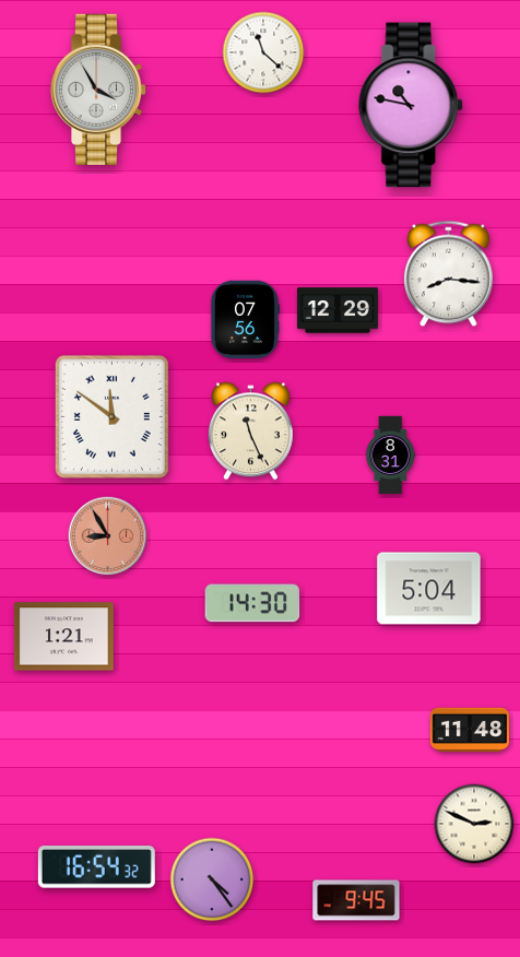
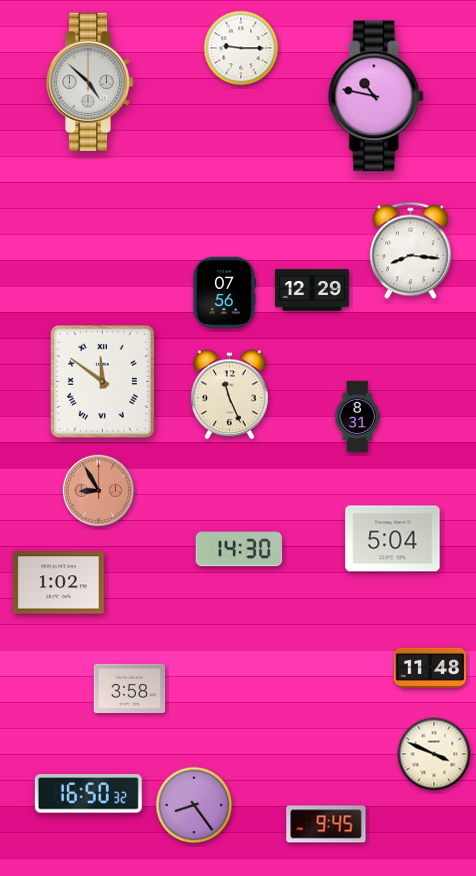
clock at (263, 52): 11:22 -> 9:15
clock at (97, 90): 3:55 -> 4:52
clock at (338, 310) position: (338, 310) -> (312, 290)
clock at (252, 603) position: (252, 603) -> (239, 549)
clock at (63, 637): 1:21 -> 1:02
clock at (130, 688): none -> 3:58
clock at (474, 824): 2:49 -> 3:49
clock at (96, 867): 16:54 -> 16:50
clock at (212, 879): 4:24 -> 8:24
